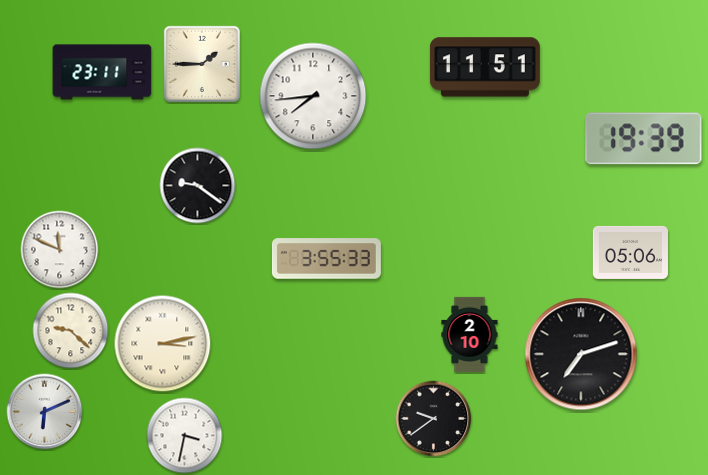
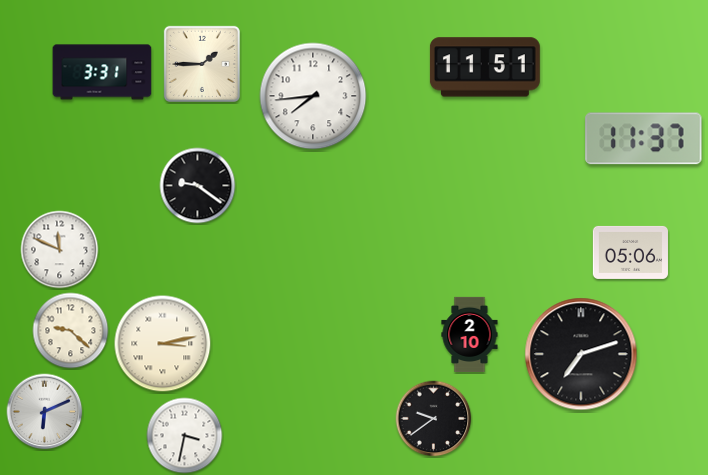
clock at (102, 72): 23:11 -> 3:31
clock at (644, 139): 19:39 -> 11:37
clock at (326, 259): 3:55 -> none
